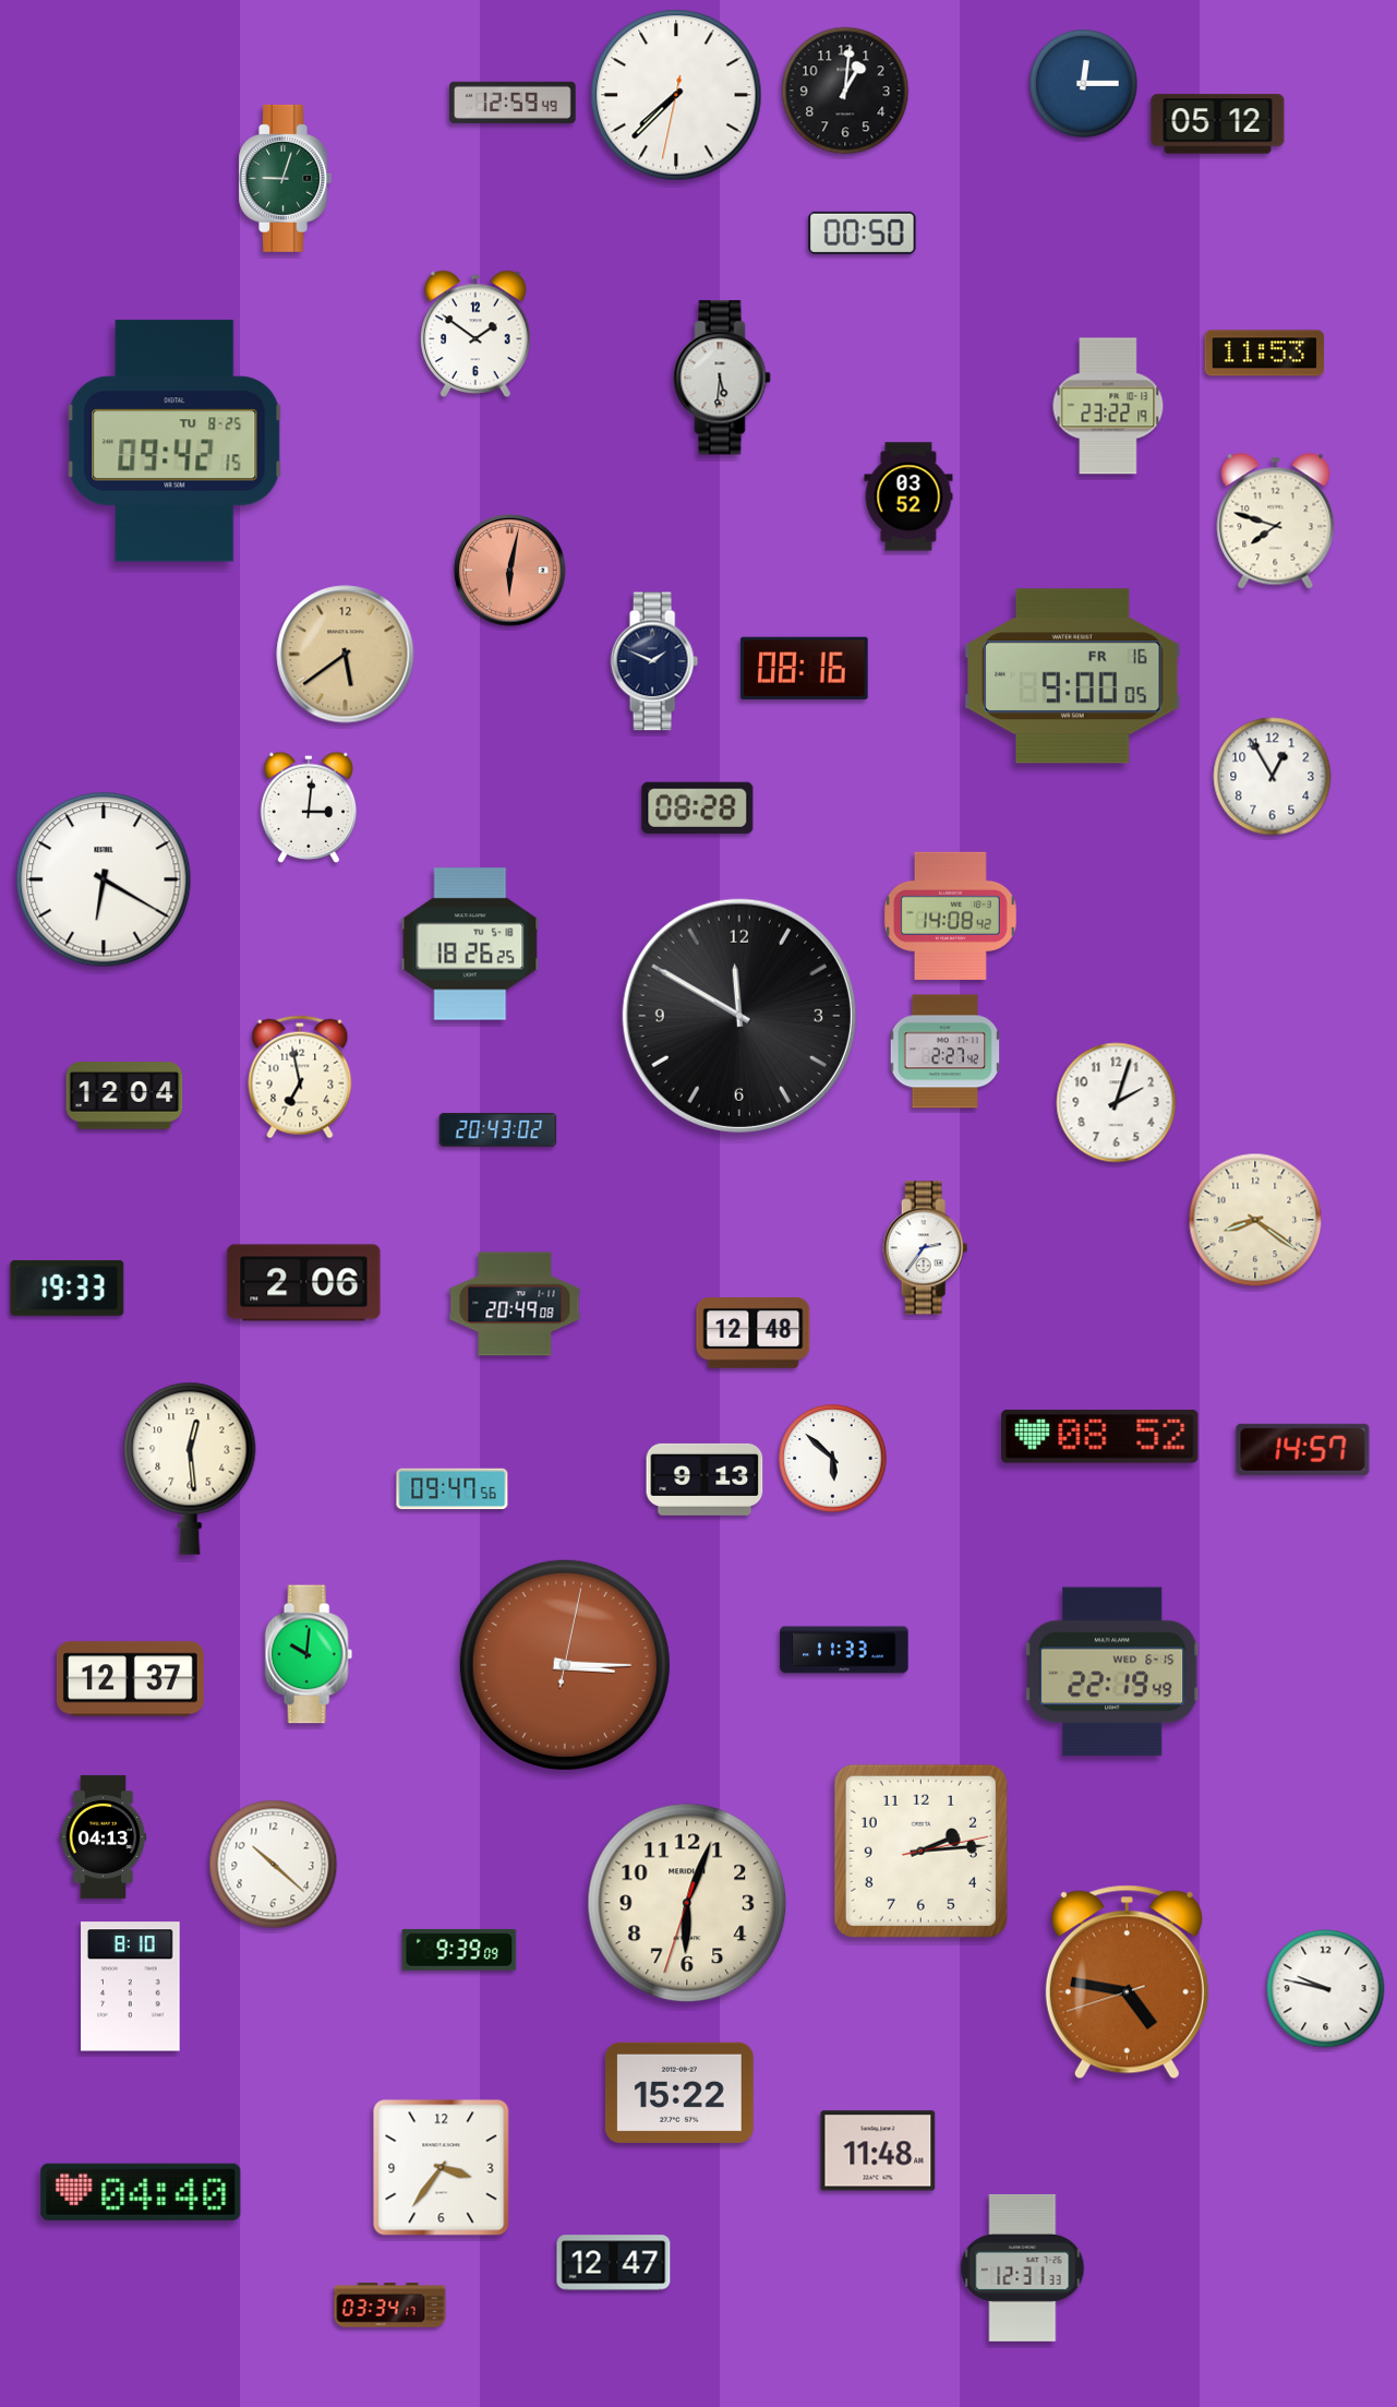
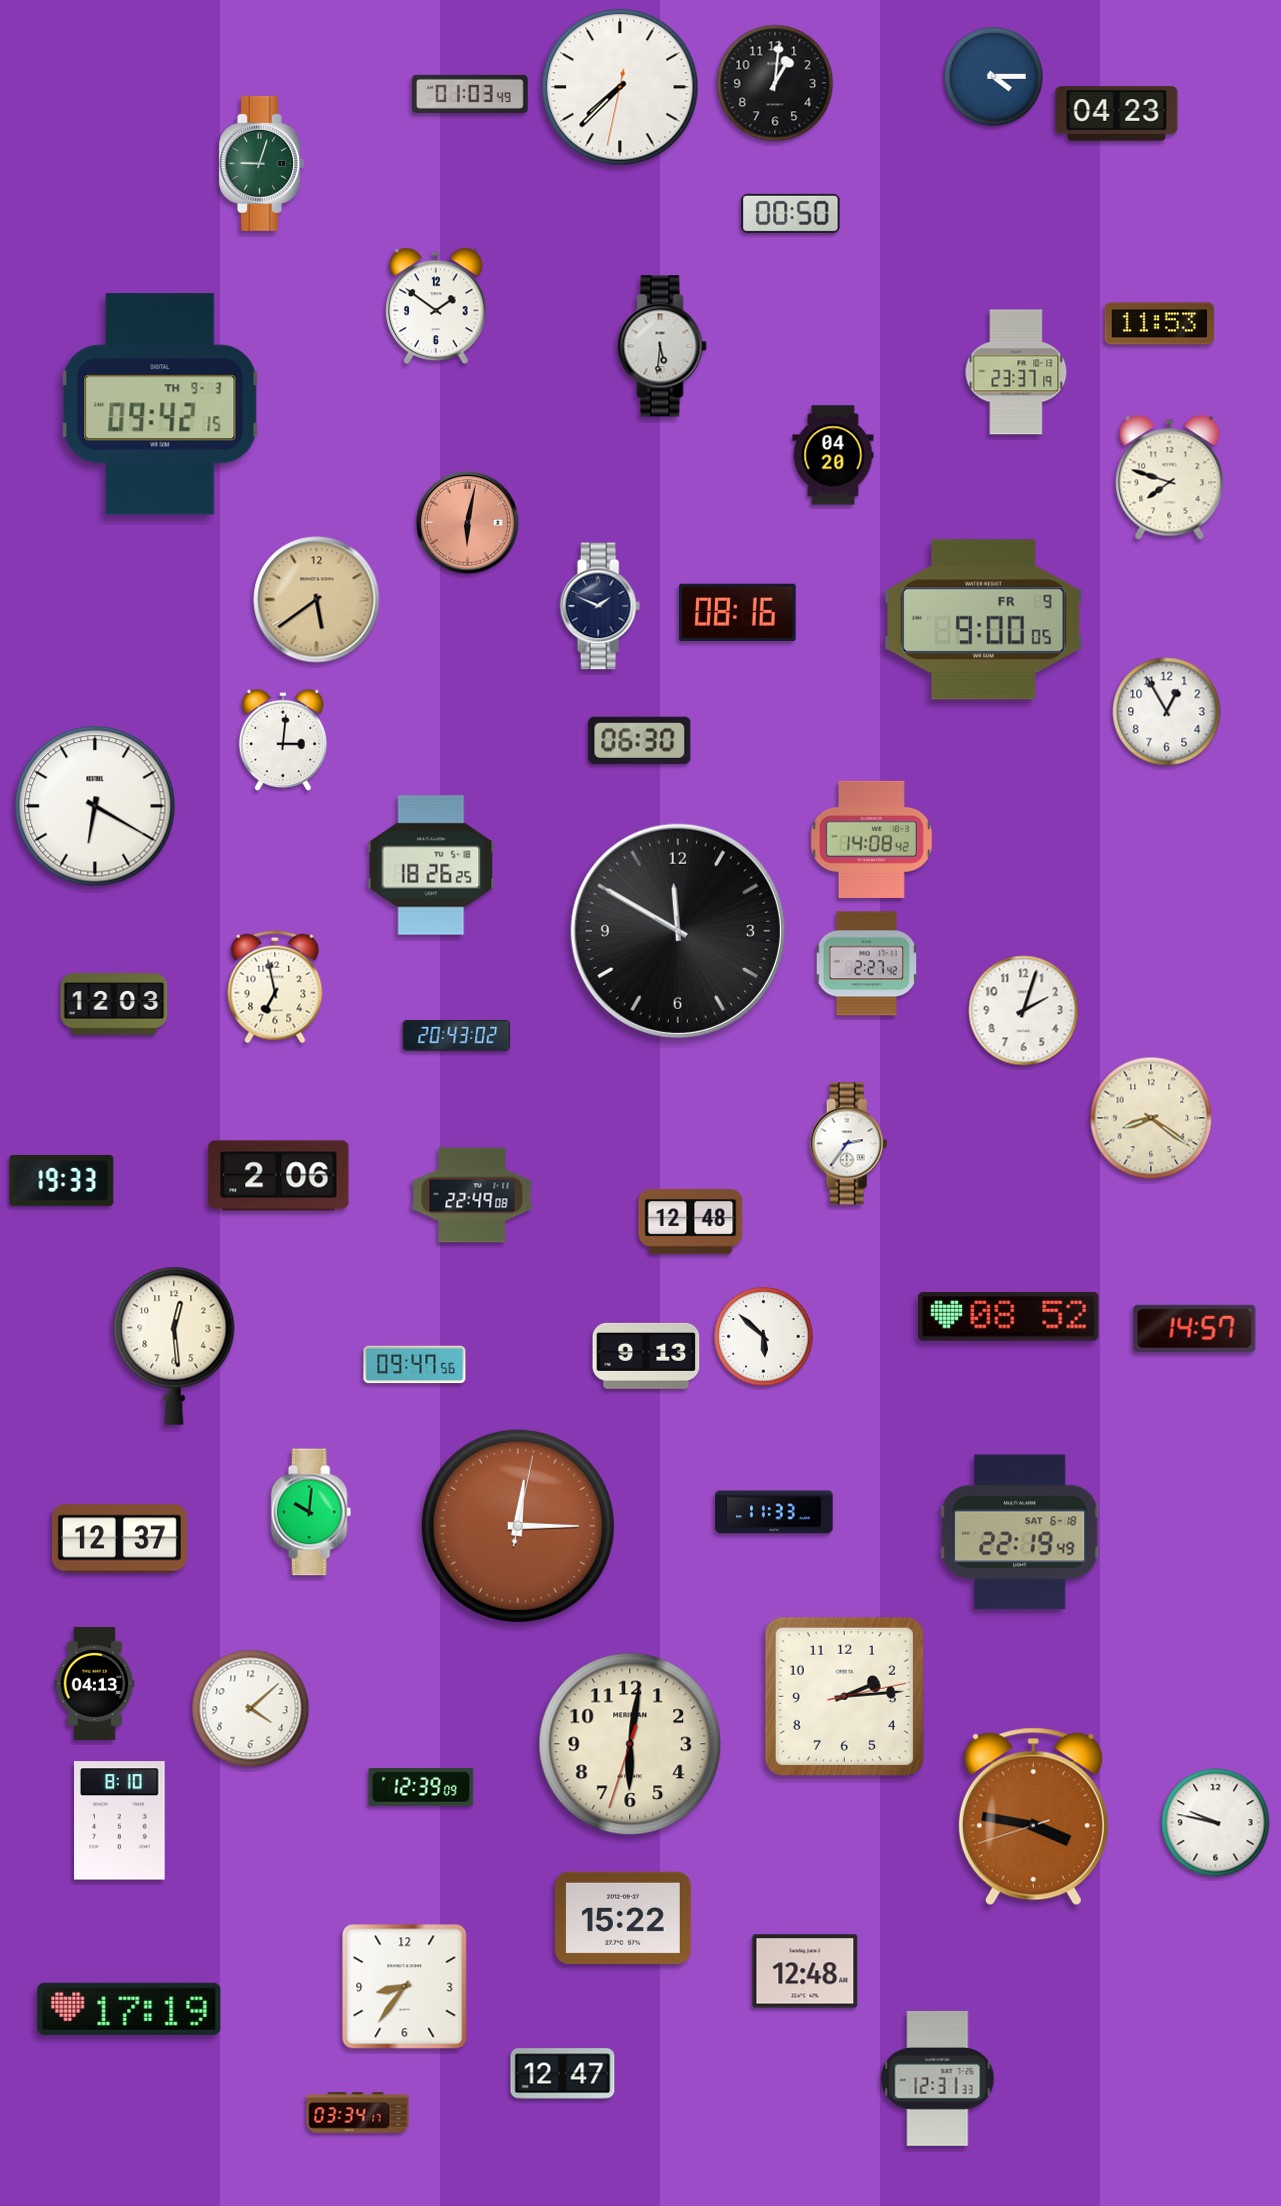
clock at (1084, 84): 12:15 -> 4:15
clock at (513, 103): 12:59 -> 01:03
clock at (1218, 124): 05:12 -> 04:23
clock at (1108, 406): 23:22 -> 23:37
clock at (174, 441) date: TU 8-25 -> TH 9-3
clock at (908, 496): 03:52 -> 04:20
clock at (1072, 676) date: FR 16 -> FR 9
clock at (698, 807): 08:28 -> 06:30
clock at (124, 1095): 12:04 -> 12:03
clock at (515, 1304): 20:49 -> 22:49
clock at (309, 1654) position: (309, 1654) -> (311, 1512)
clock at (565, 1665): 3:15 -> 12:15
clock at (1112, 1672) date: WED 6-15 -> SAT 6-18
clock at (274, 1865): 10:22 -> 4:08
clock at (687, 1903): 6:03 -> 6:01
clock at (459, 1950): 9:39 -> 12:39
clock at (1127, 1983): 4:46 -> 3:46
clock at (878, 2151): 11:48 -> 12:48
clock at (442, 2168): 3:36 -> 8:36
clock at (141, 2192): 04:40 -> 17:19
